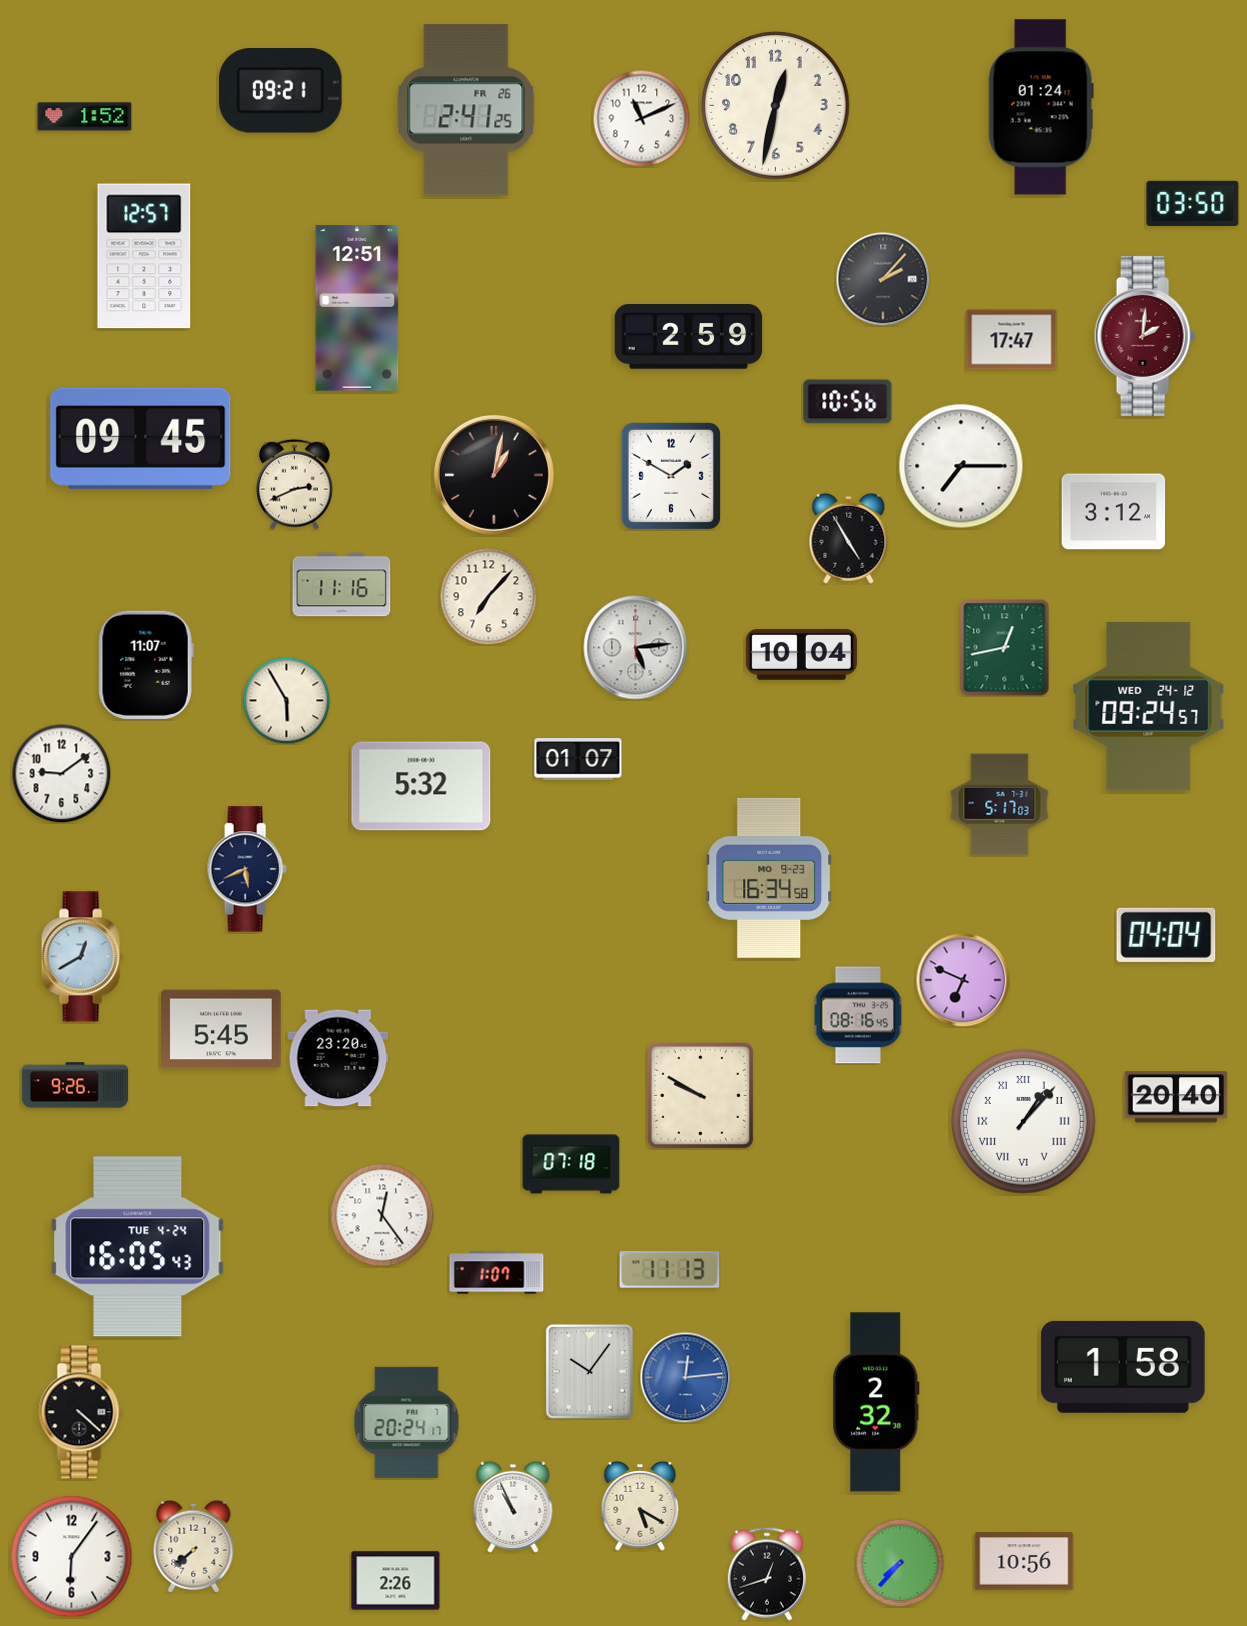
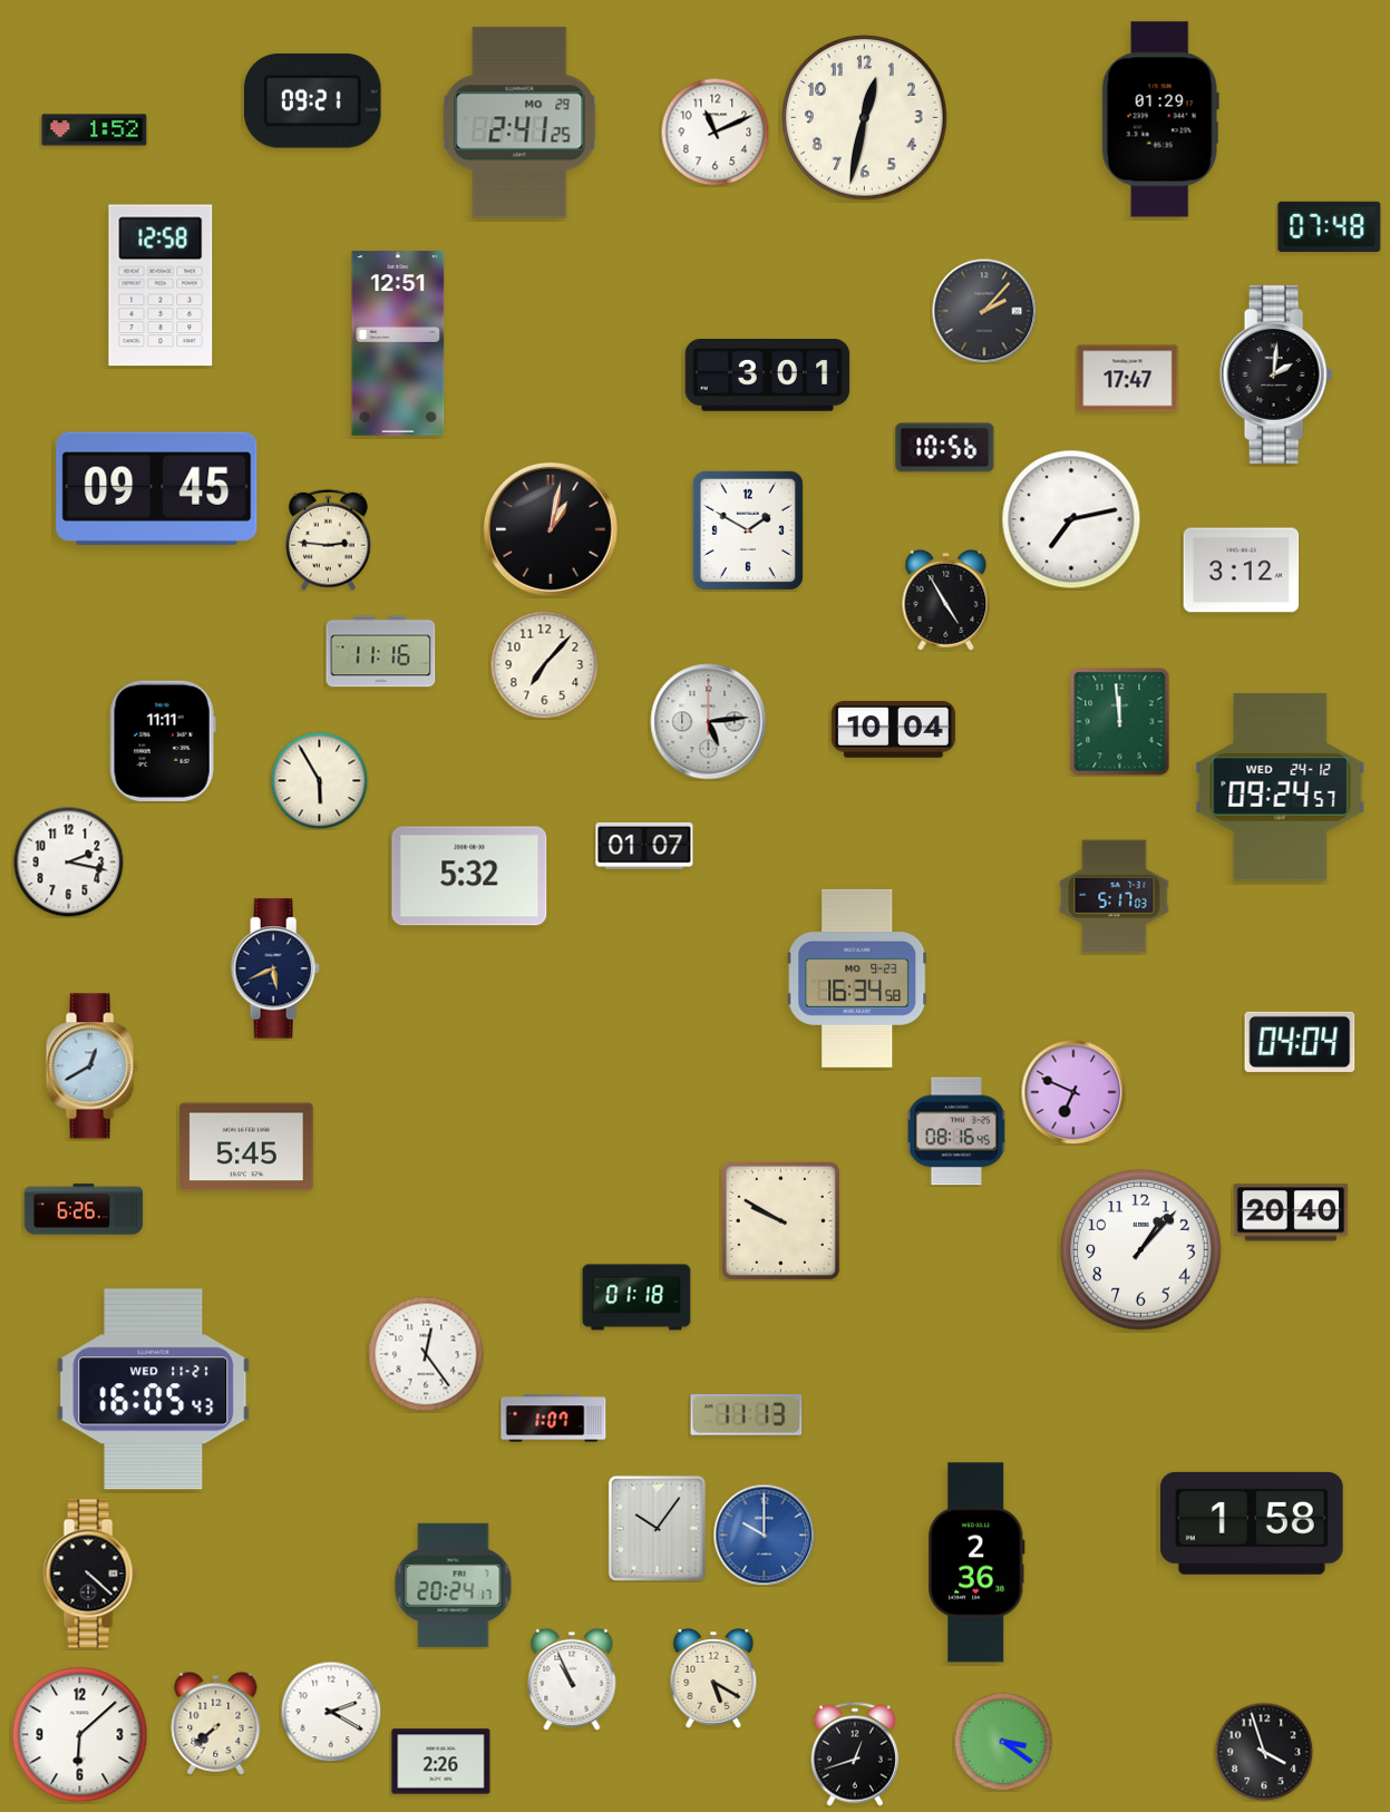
clock at (1041, 107): 01:24 -> 01:29
clock at (466, 110) date: FR 26 -> MO 29
clock at (1193, 203): 03:50 -> 07:48
clock at (144, 256): 12:57 -> 12:58
clock at (1145, 336) dial: burgundy -> black
clock at (689, 337): 2:59 -> 3:01
clock at (961, 466): 7:15 -> 7:13
clock at (295, 484): 2:41 -> 2:46
clock at (1005, 648): 12:43 -> 11:59
clock at (146, 665): 11:07 -> 11:11
clock at (62, 774): 9:09 -> 2:17
clock at (338, 1058): 23:20 -> none
clock at (75, 1085): 9:26 -> 6:26
clock at (1176, 1097) position: (1176, 1097) -> (1291, 1212)
clock at (1024, 1122) numerals: Roman -> Arabic
clock at (571, 1164): 07:18 -> 01:18
clock at (138, 1247) date: TUE 4-24 -> WED 11-21
clock at (685, 1377): 12:14 -> 10:00
clock at (876, 1402): 2:32 -> 2:36
clock at (331, 1712): none -> 2:20
clock at (72, 1557): 6:06 -> 6:08
clock at (1024, 1561): 10:56 -> none
clock at (900, 1563): 7:37 -> 3:21
clock at (1264, 1752): none -> 3:57
